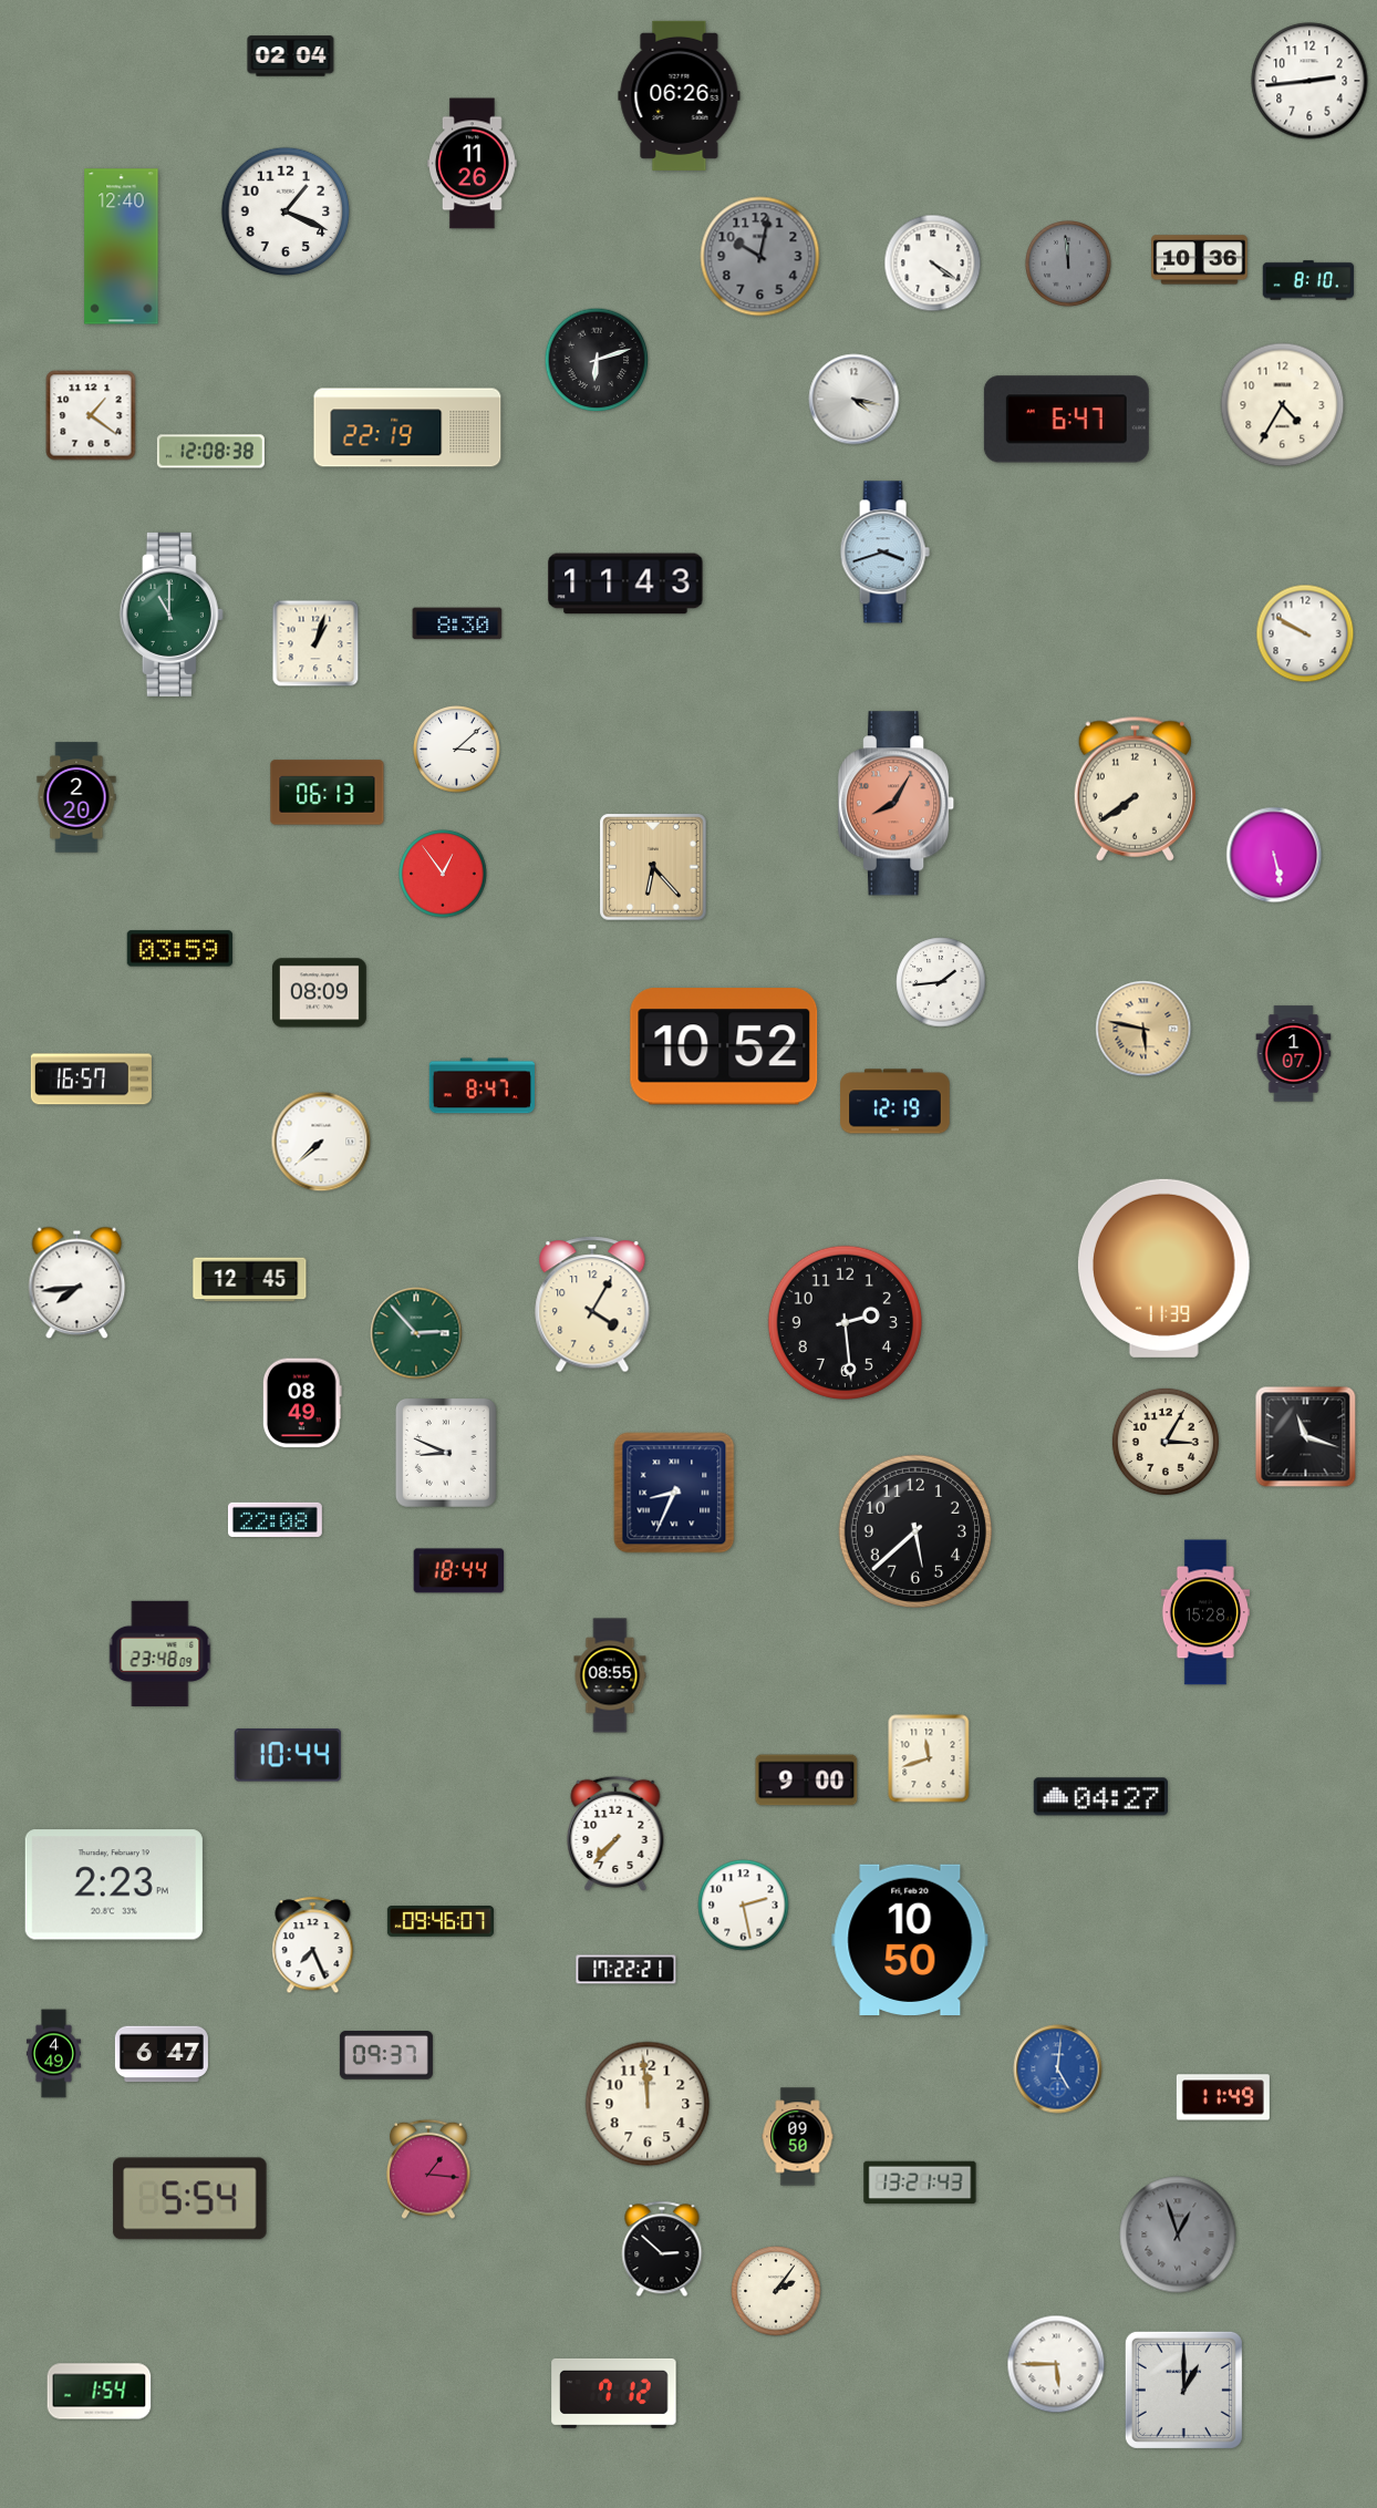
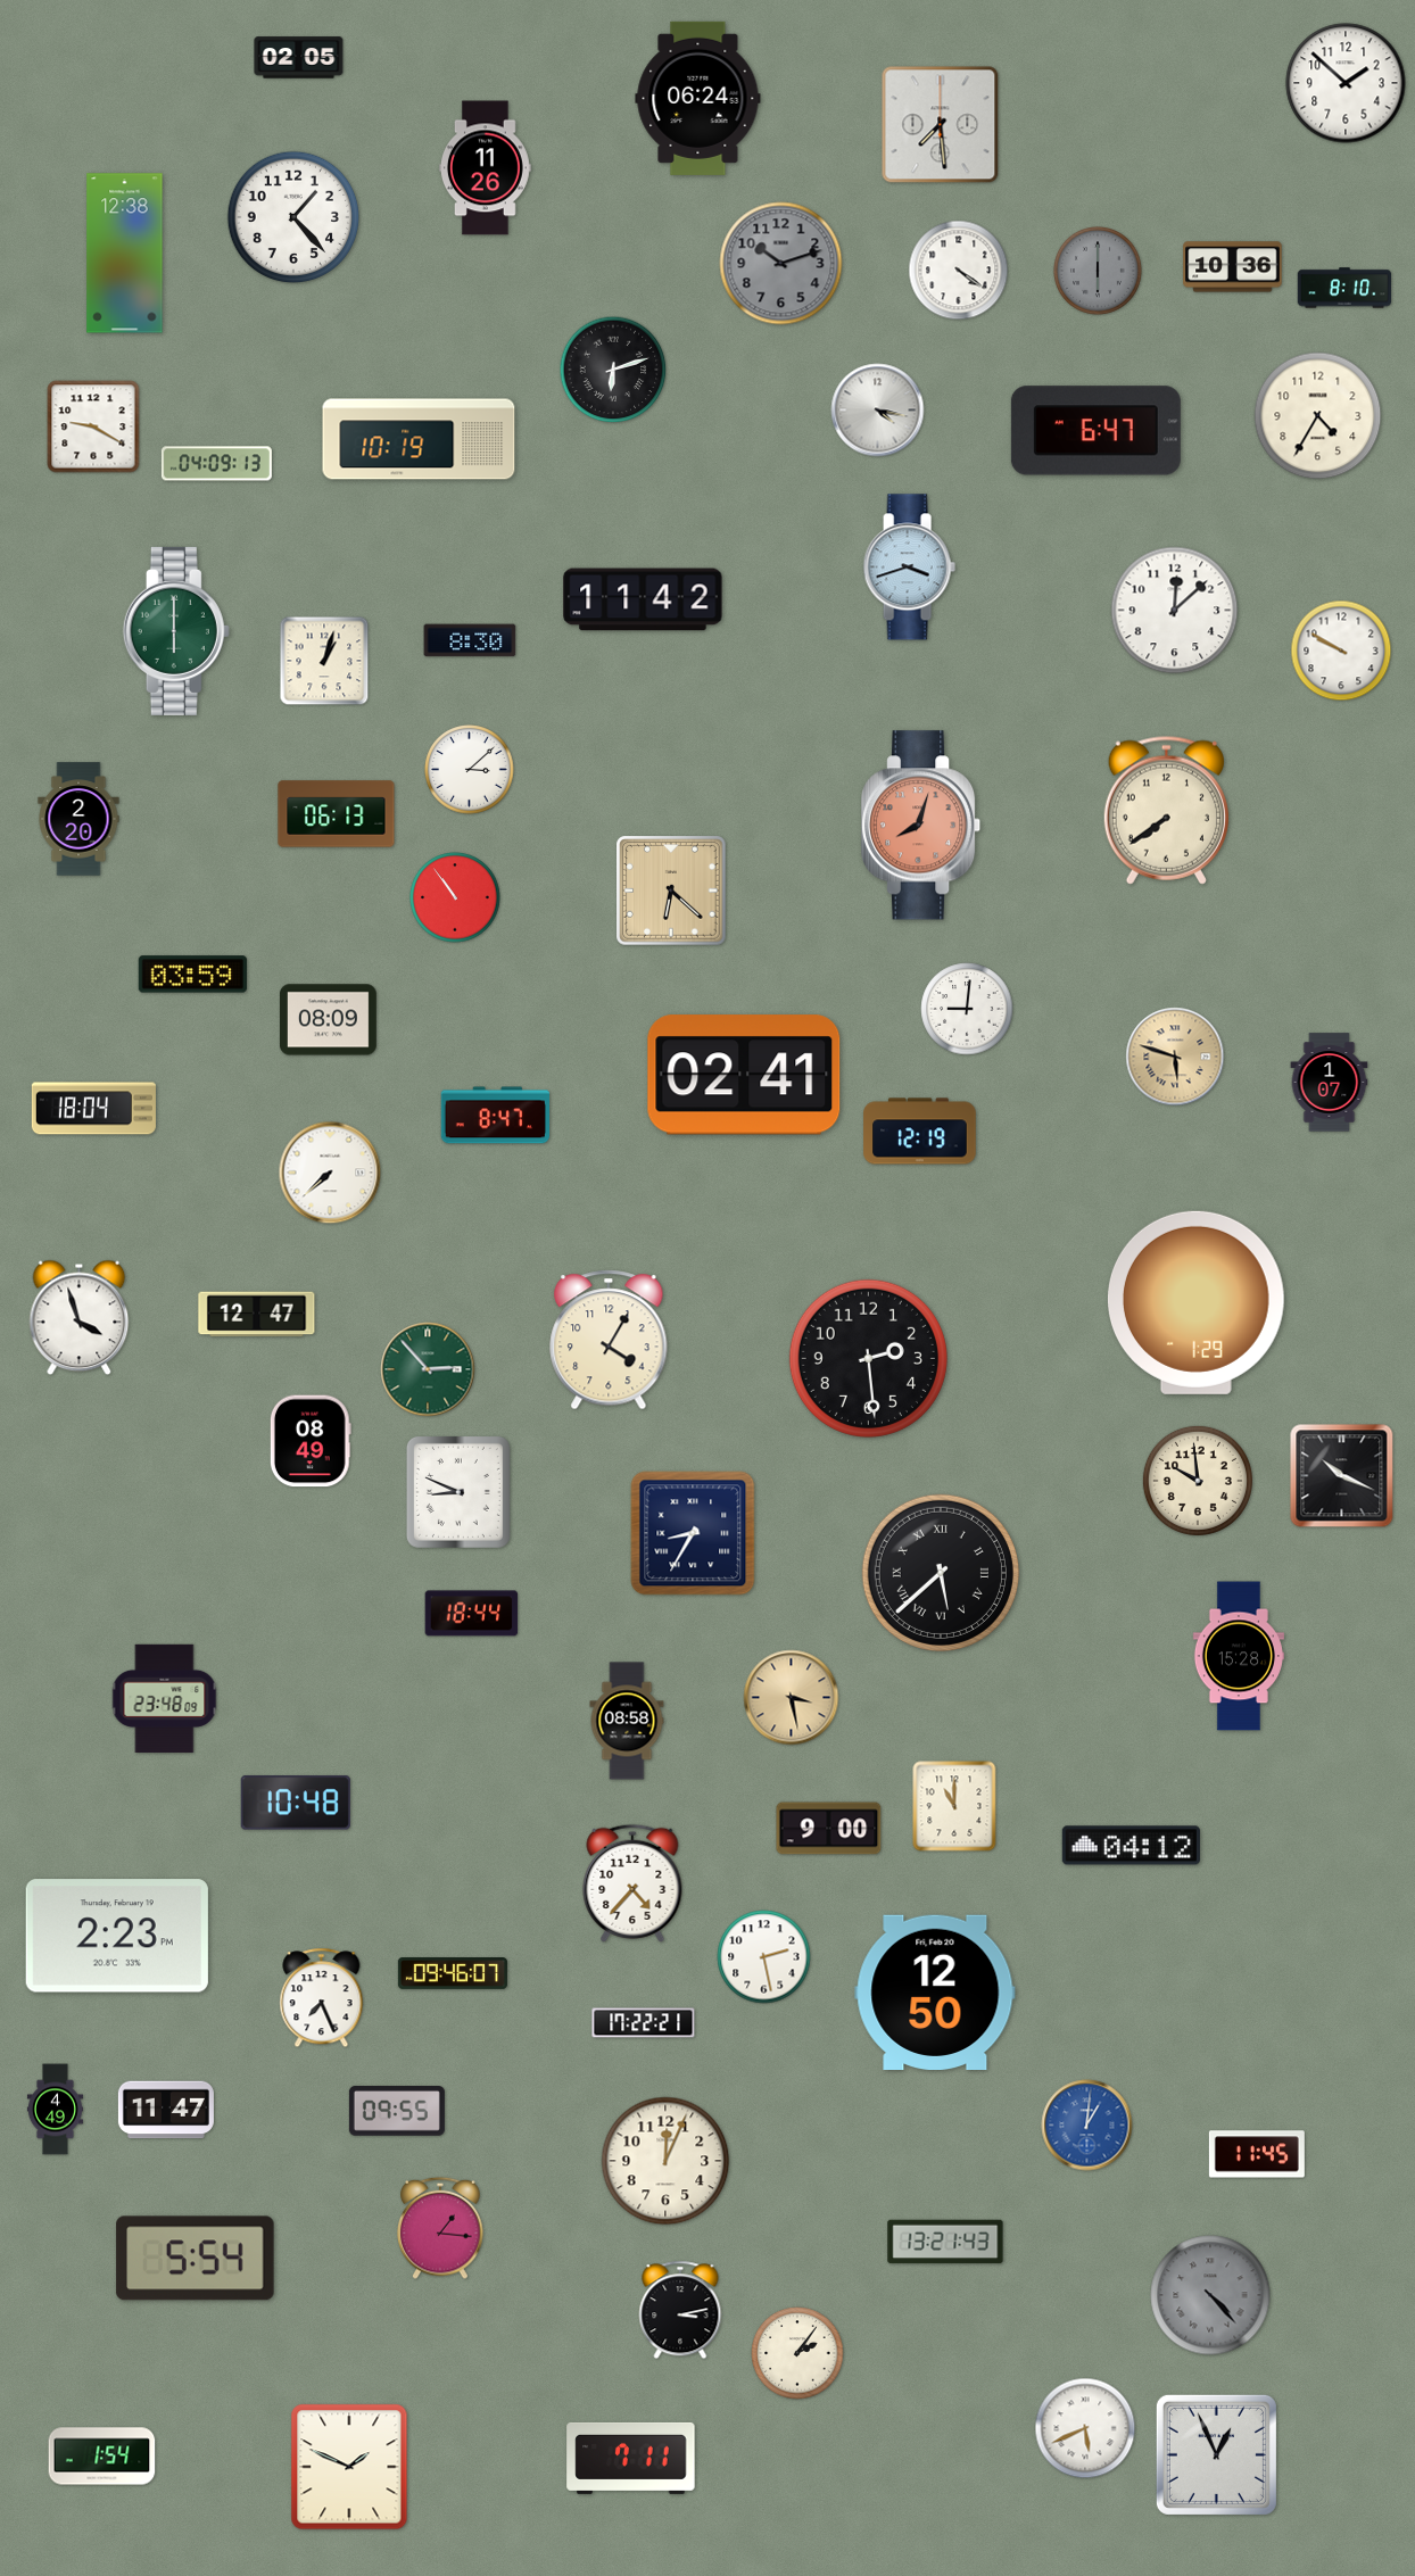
clock at (291, 56): 02:04 -> 02:05
clock at (1309, 81): 2:44 -> 1:52
clock at (680, 95): 06:26 -> 06:24
clock at (941, 125): none -> 7:29
clock at (286, 211): 1:19 -> 1:23
clock at (122, 247): 12:40 -> 12:38
clock at (760, 257): 10:02 -> 10:12
clock at (1069, 265): 11:59 -> 6:00
clock at (91, 415): 1:21 -> 9:20
clock at (407, 427): 22:19 -> 10:19
clock at (210, 452): 12:08 -> 04:09
clock at (625, 584): 11:43 -> 11:42
clock at (1175, 611): none -> 12:08
clock at (172, 615): 11:00 -> 6:00
clock at (898, 804): 8:05 -> 8:03
clock at (1274, 855): 5:28 -> none
clock at (653, 867): 6:23 -> 6:22
clock at (443, 874): 12:54 -> 10:54
clock at (179, 949) position: (179, 949) -> (192, 975)
clock at (941, 982): 1:44 -> 9:01
clock at (1143, 1029): 5:47 -> 5:48
clock at (724, 1046): 10:52 -> 02:41
clock at (91, 1080): 16:57 -> 18:04
clock at (1163, 1268): 11:39 -> 1:29
clock at (250, 1280): 12:45 -> 12:47
clock at (77, 1283): 7:44 -> 3:57
clock at (1306, 1437): 11:18 -> 10:19
clock at (1166, 1442): 3:05 -> 9:59
clock at (674, 1493): 8:34 -> 8:35
clock at (275, 1519): 22:08 -> none
clock at (915, 1531) numerals: Arabic -> Roman
clock at (792, 1698): none -> 3:28
clock at (610, 1675): 08:55 -> 08:58
clock at (288, 1755): 10:44 -> 10:48
clock at (929, 1758): 11:42 -> 11:00
clock at (1100, 1797): 04:27 -> 04:12
clock at (615, 1834): 7:37 -> 4:37
clock at (910, 1939): 10:50 -> 12:50
clock at (162, 2054): 6:47 -> 11:47
clock at (386, 2056): 09:37 -> 09:55
clock at (1058, 2070): 5:01 -> 1:01
clock at (1223, 2097): 11:49 -> 11:45
clock at (648, 2104): 11:59 -> 12:04
clock at (798, 2137): 09:50 -> none
clock at (1178, 2235): 12:57 -> 4:23
clock at (662, 2249): 2:52 -> 3:13
clock at (1056, 2364): 5:45 -> 5:41
clock at (1183, 2390): 1:00 -> 12:56
clock at (614, 2393): 7:12 -> 7:11
clock at (349, 2467): none -> 1:49
